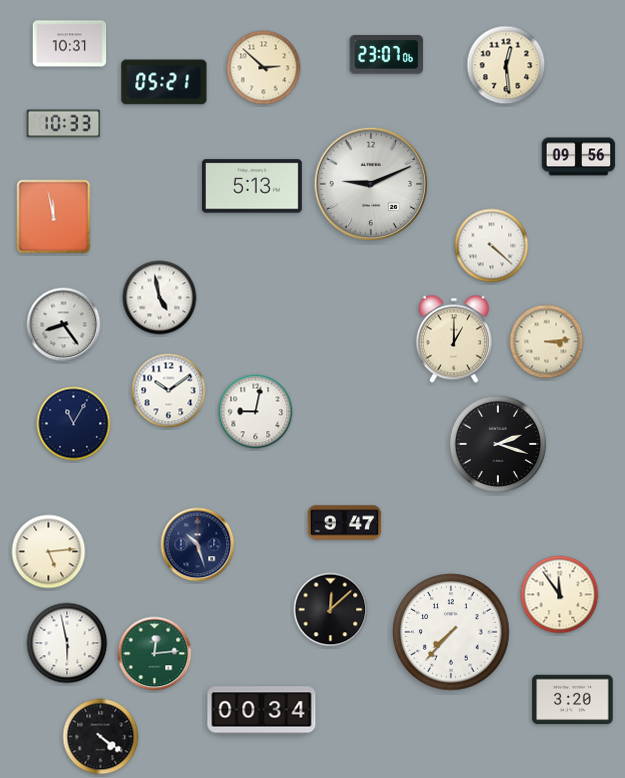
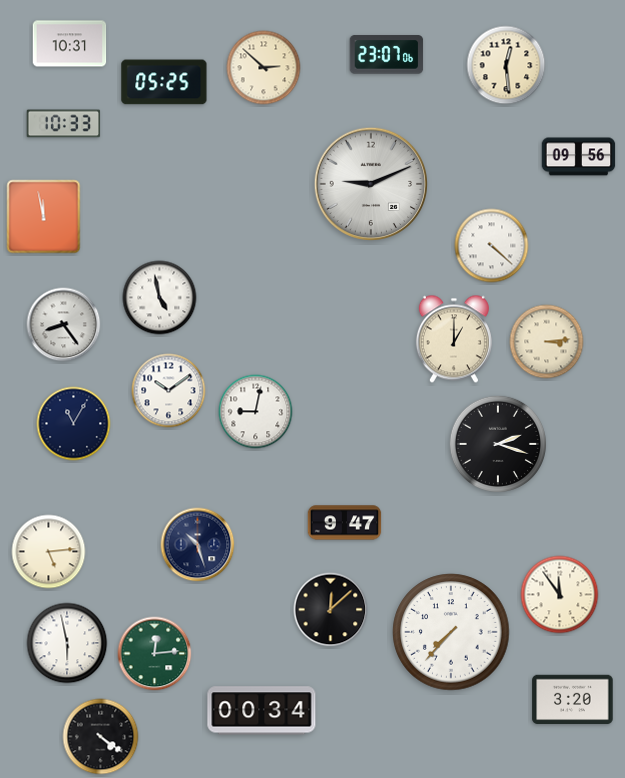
clock at (164, 82): 05:21 -> 05:25
clock at (252, 186): 5:13 -> none
clock at (54, 217) position: (54, 217) -> (44, 217)
